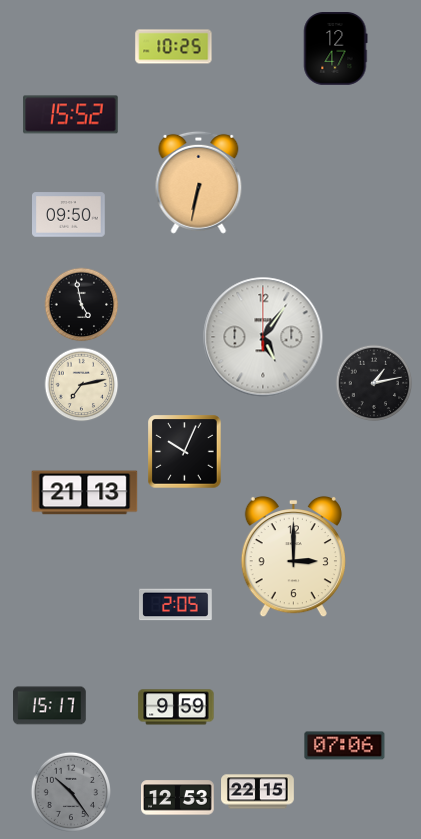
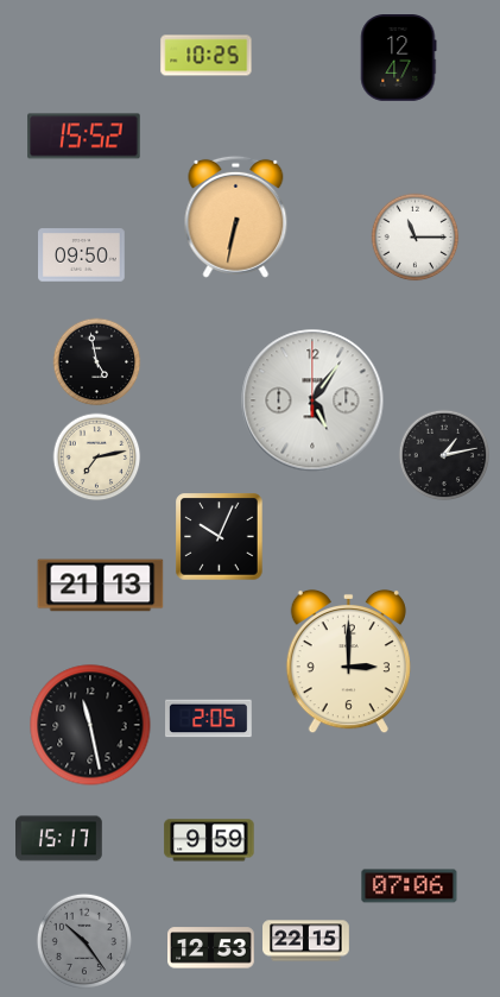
clock at (416, 238): none -> 11:15
clock at (90, 725): none -> 11:28
